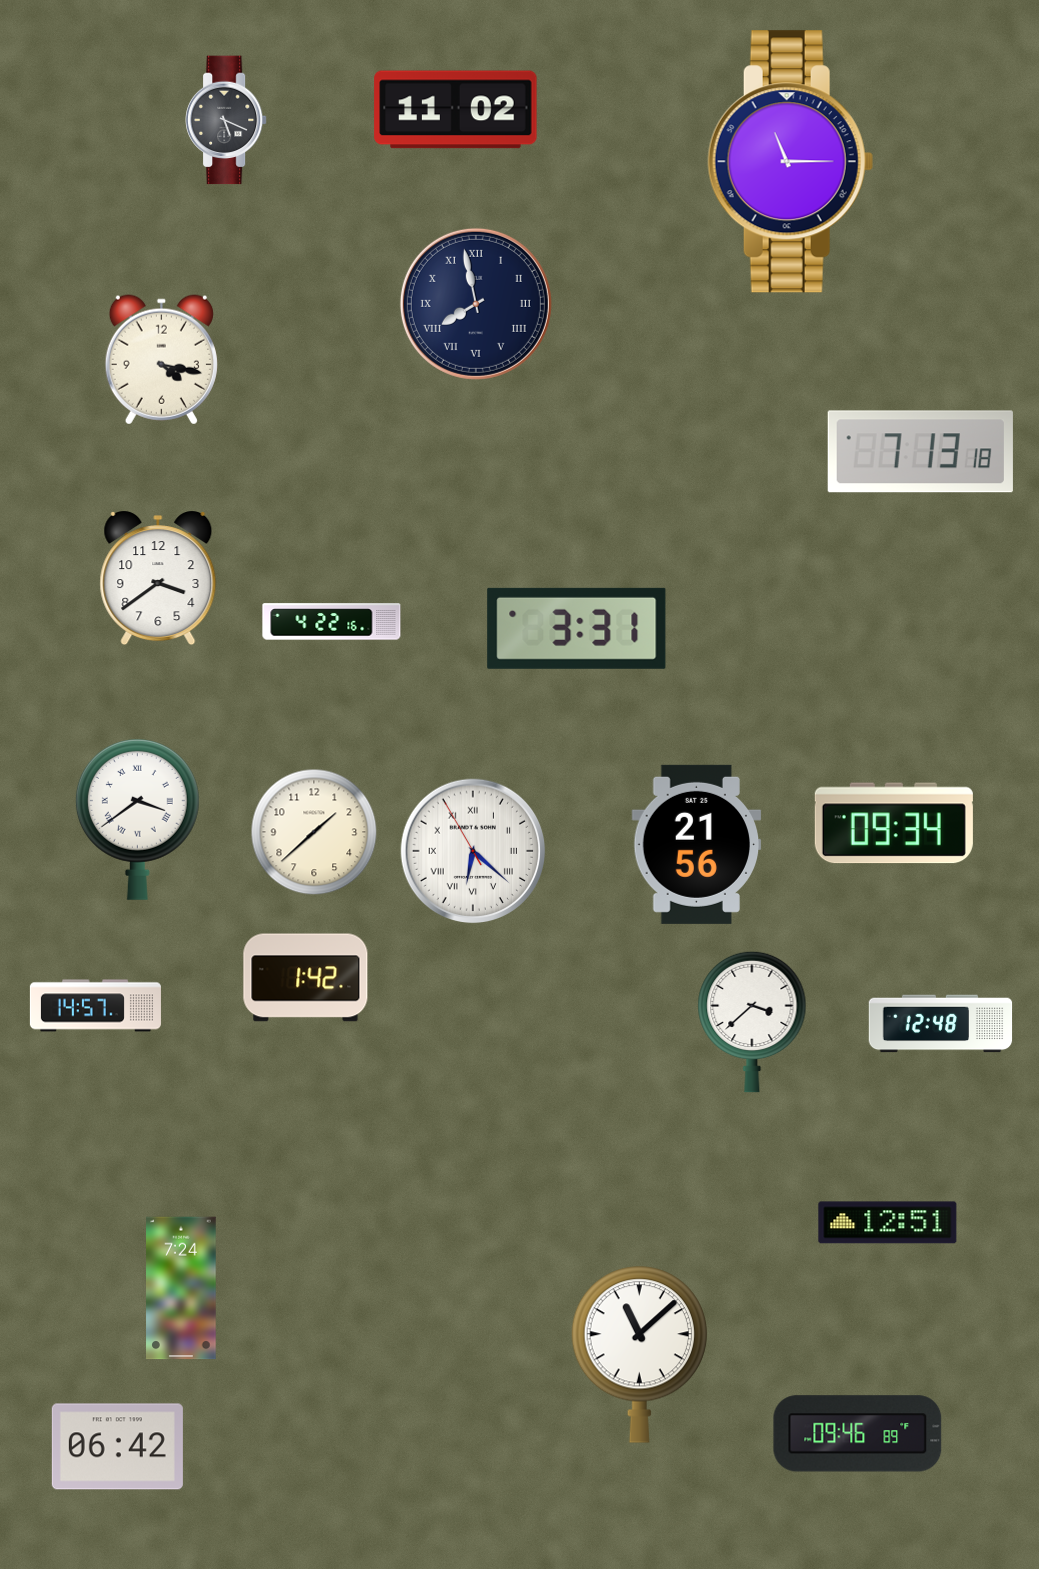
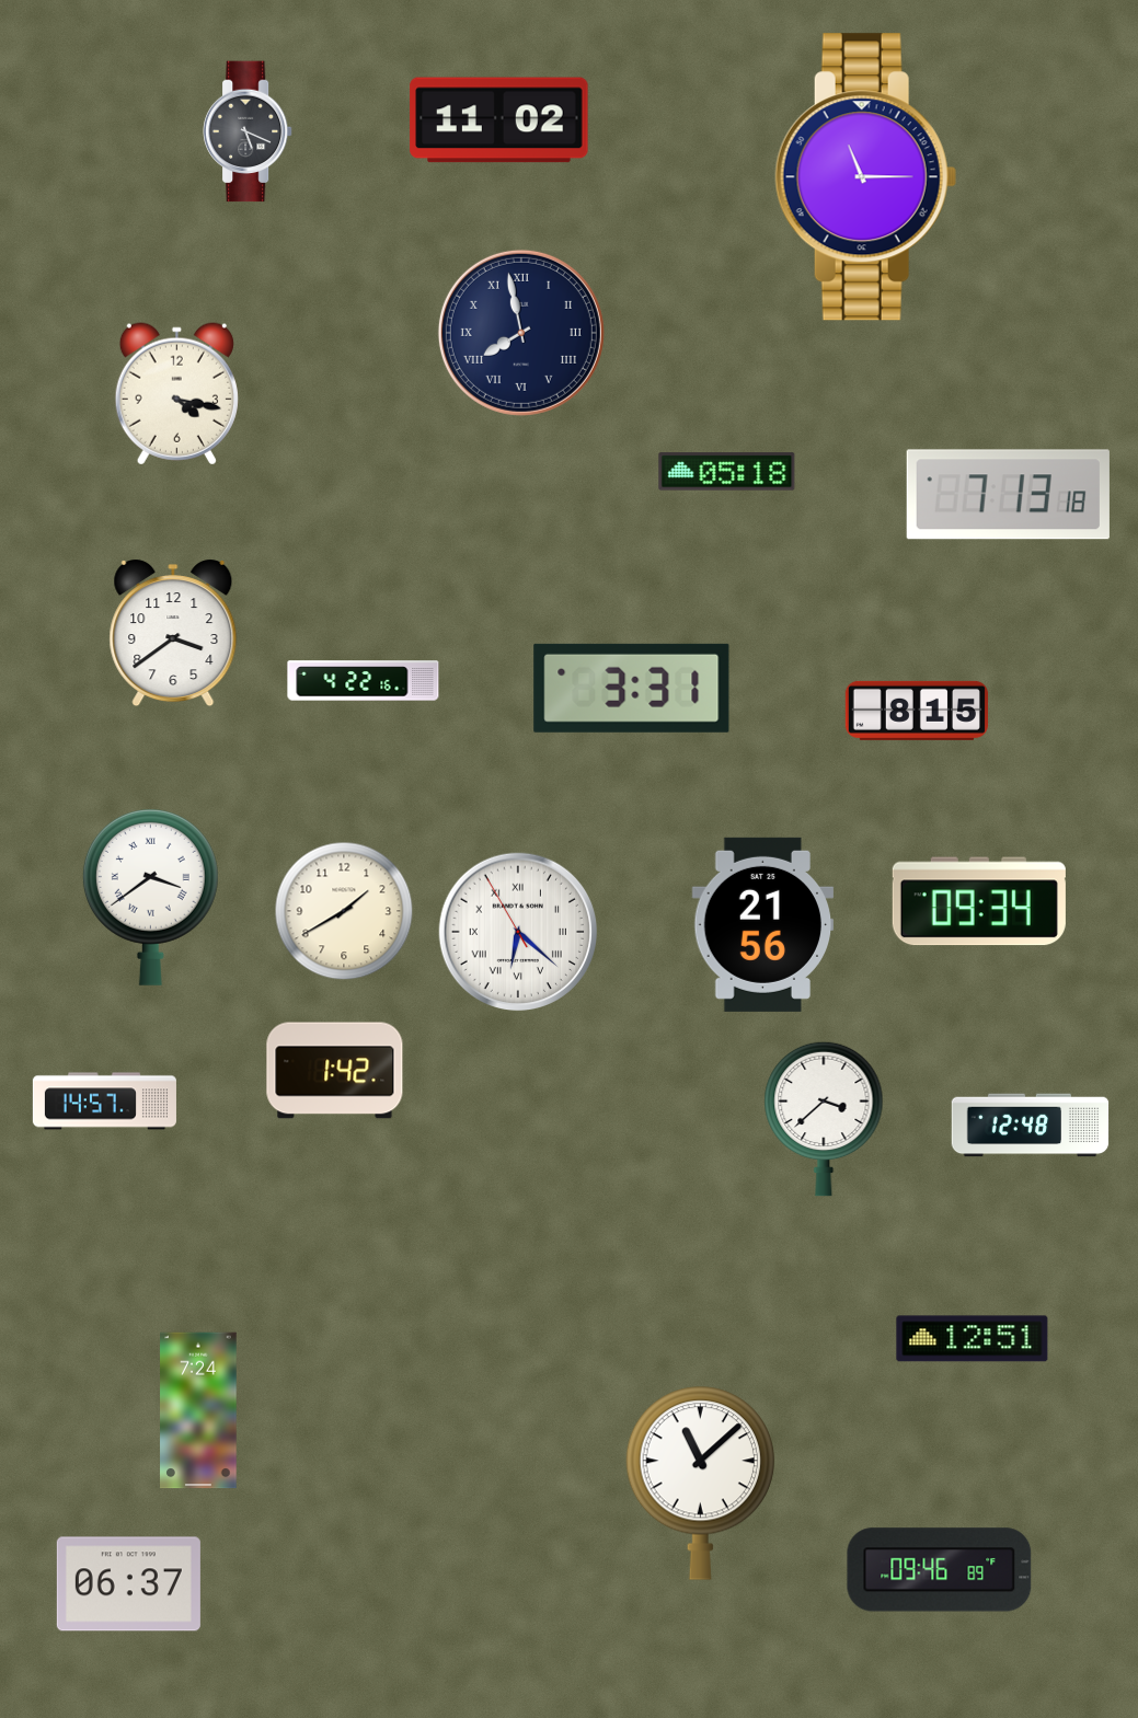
clock at (727, 472): none -> 05:18
clock at (917, 711): none -> 8:15
clock at (314, 832): 1:38 -> 1:40
clock at (941, 1024) position: (941, 1024) -> (1031, 1126)
clock at (117, 1447): 06:42 -> 06:37
